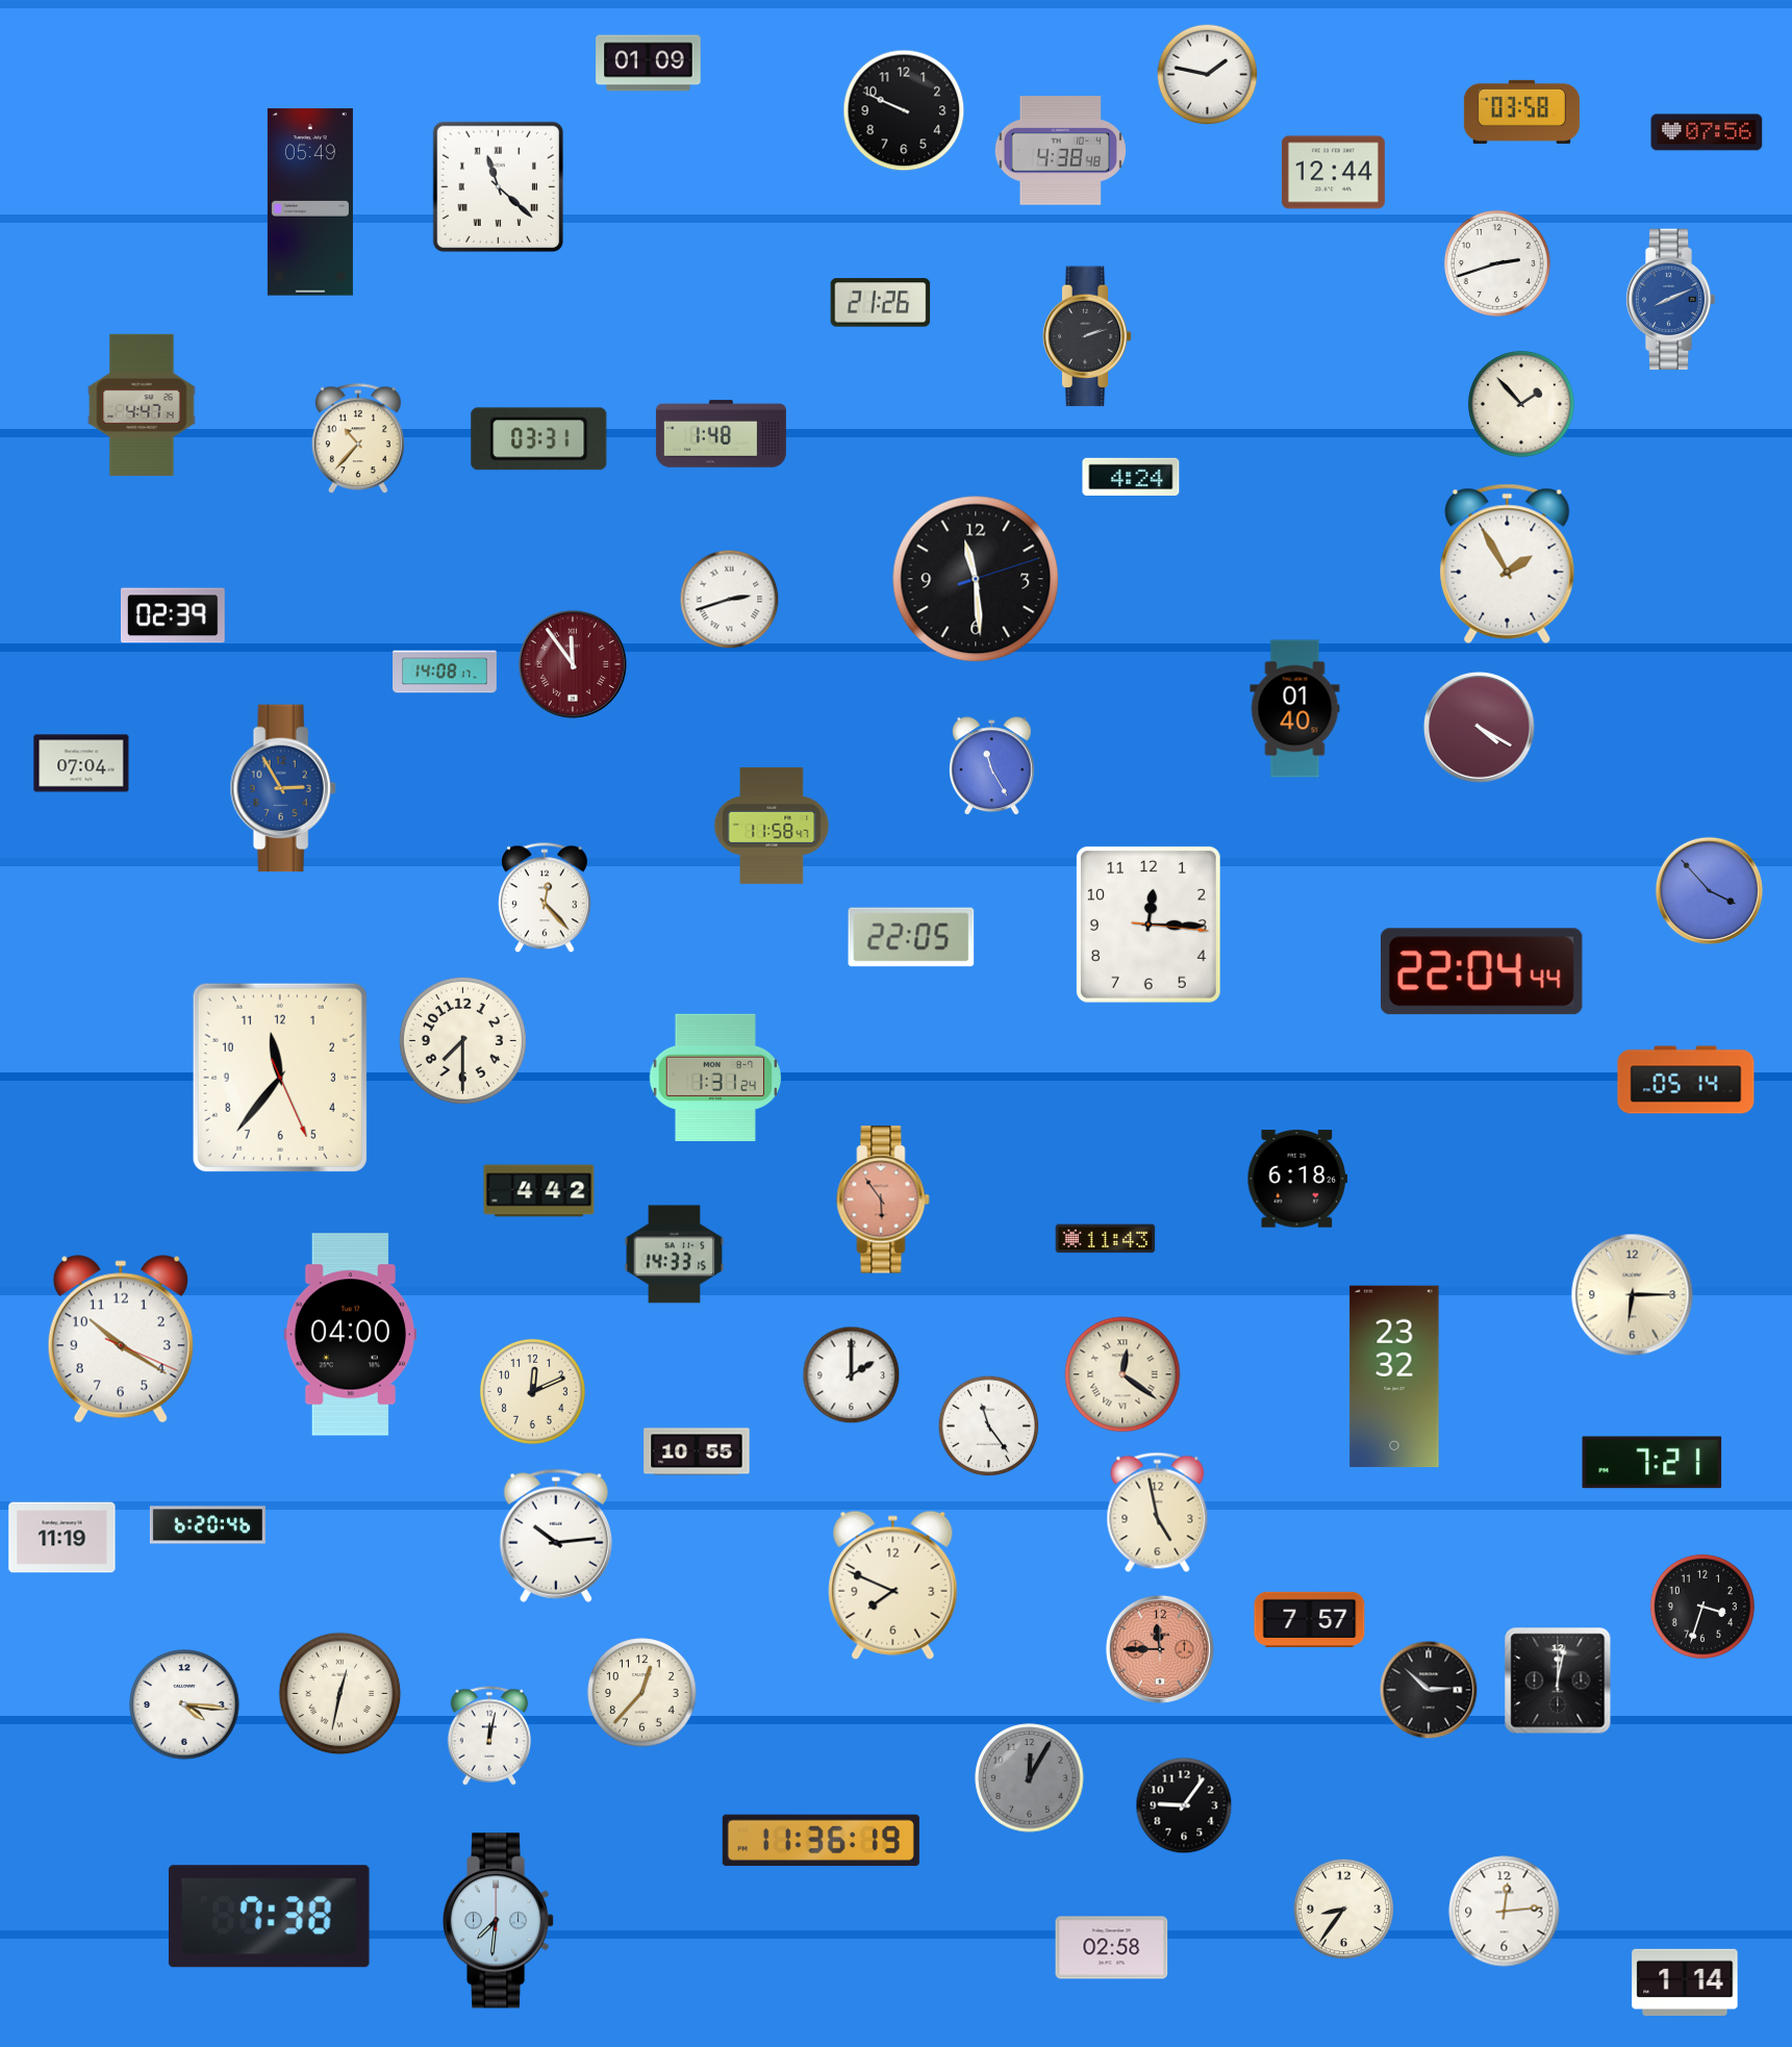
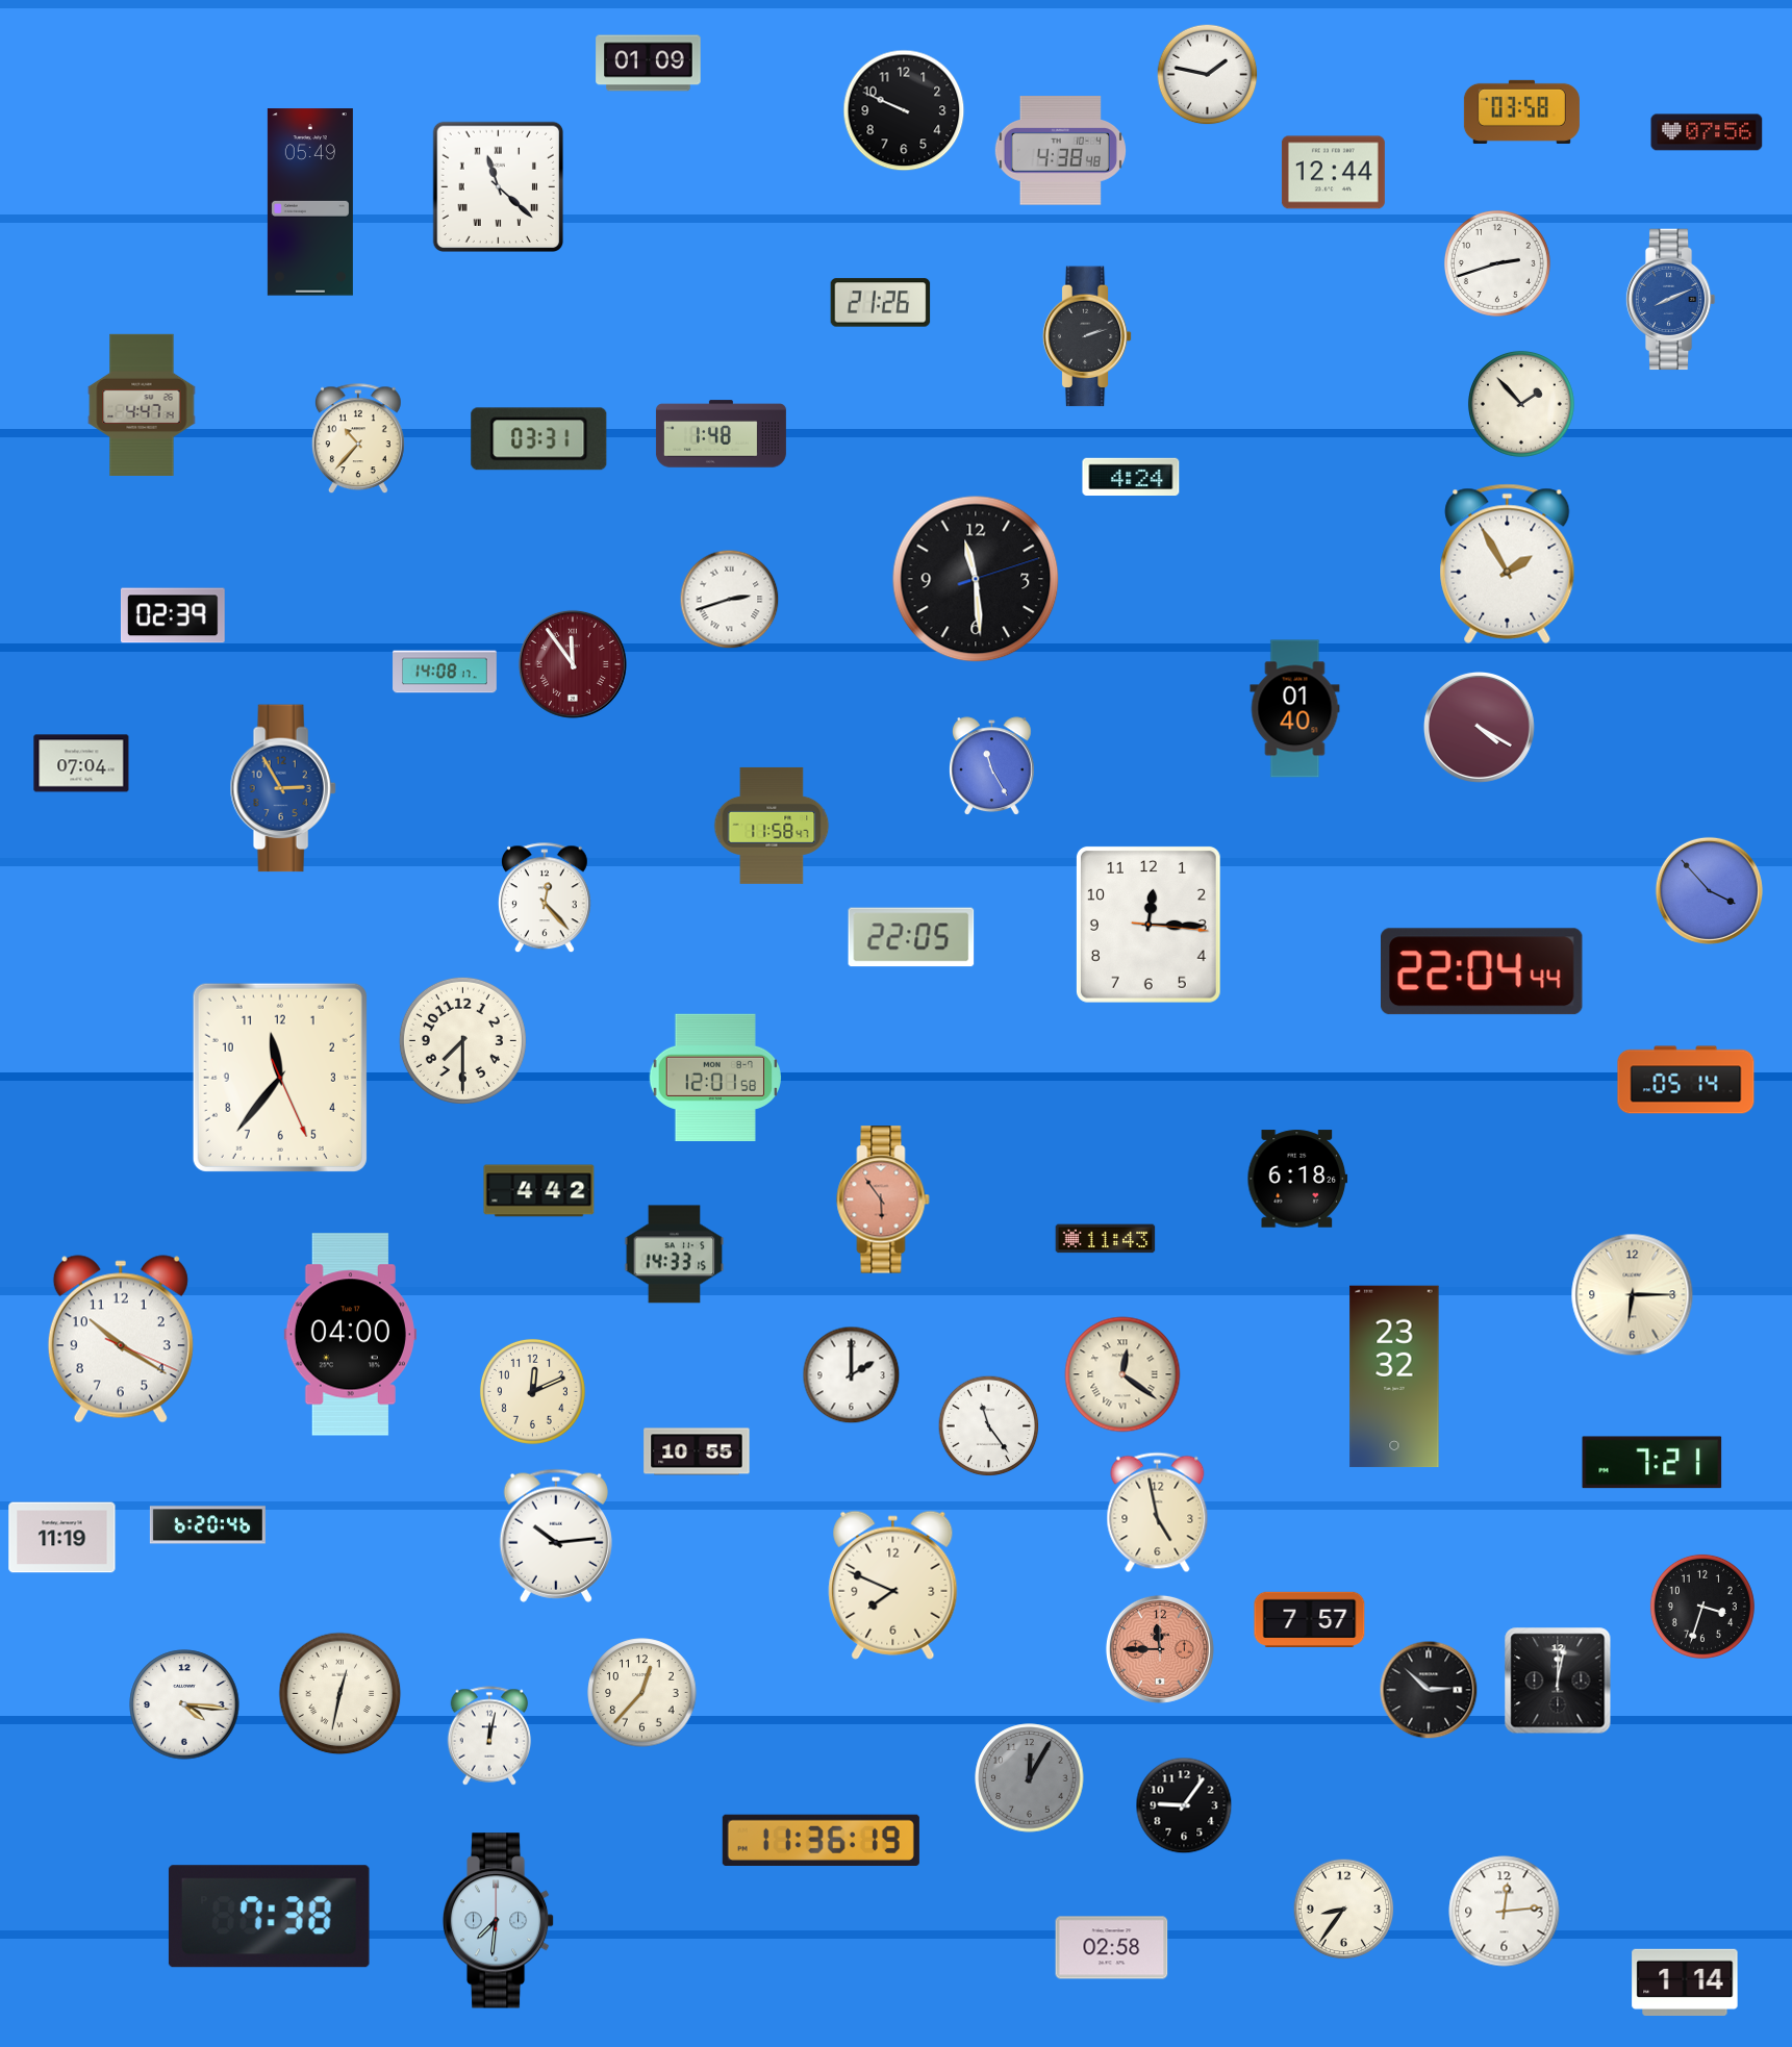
clock at (715, 1078): 1:31 -> 12:01
